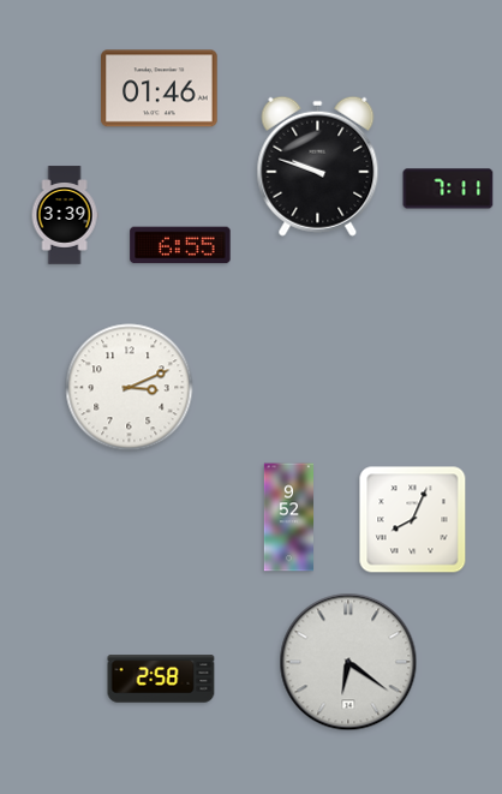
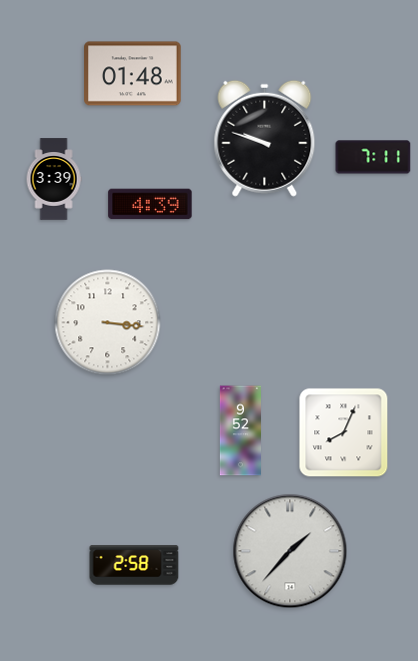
clock at (160, 89): 01:46 -> 01:48
clock at (180, 245): 6:55 -> 4:39
clock at (130, 388): 3:11 -> 3:16
clock at (348, 662): 6:21 -> 1:37
